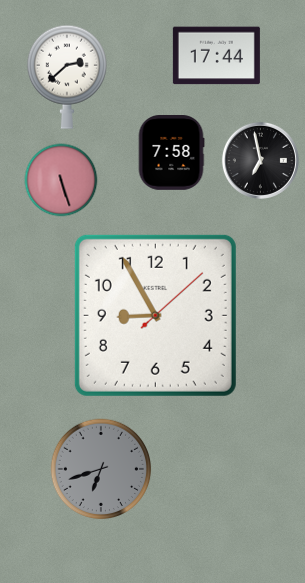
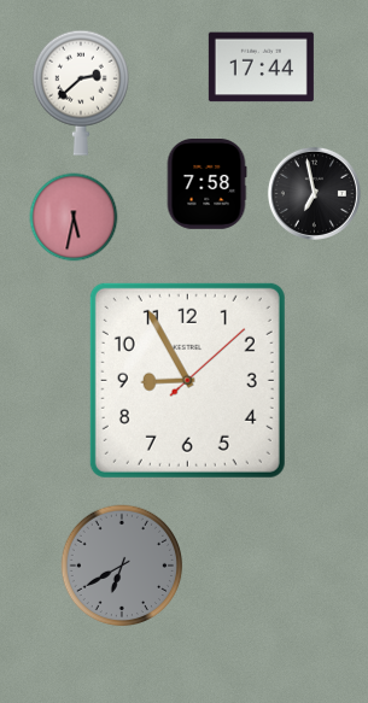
clock at (61, 180): 5:27 -> 5:32
clock at (101, 469): 6:42 -> 6:40
